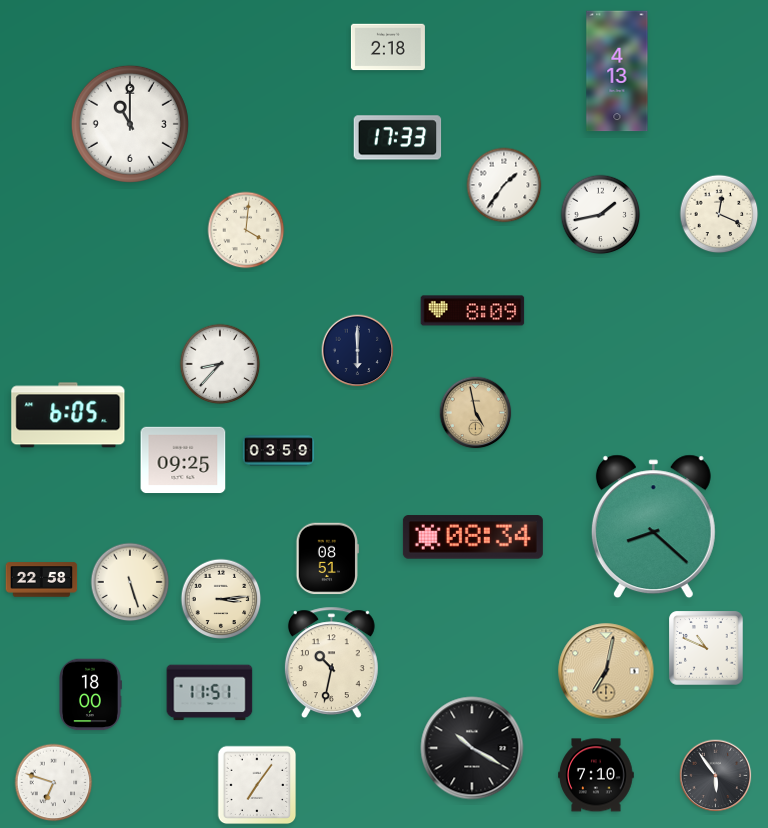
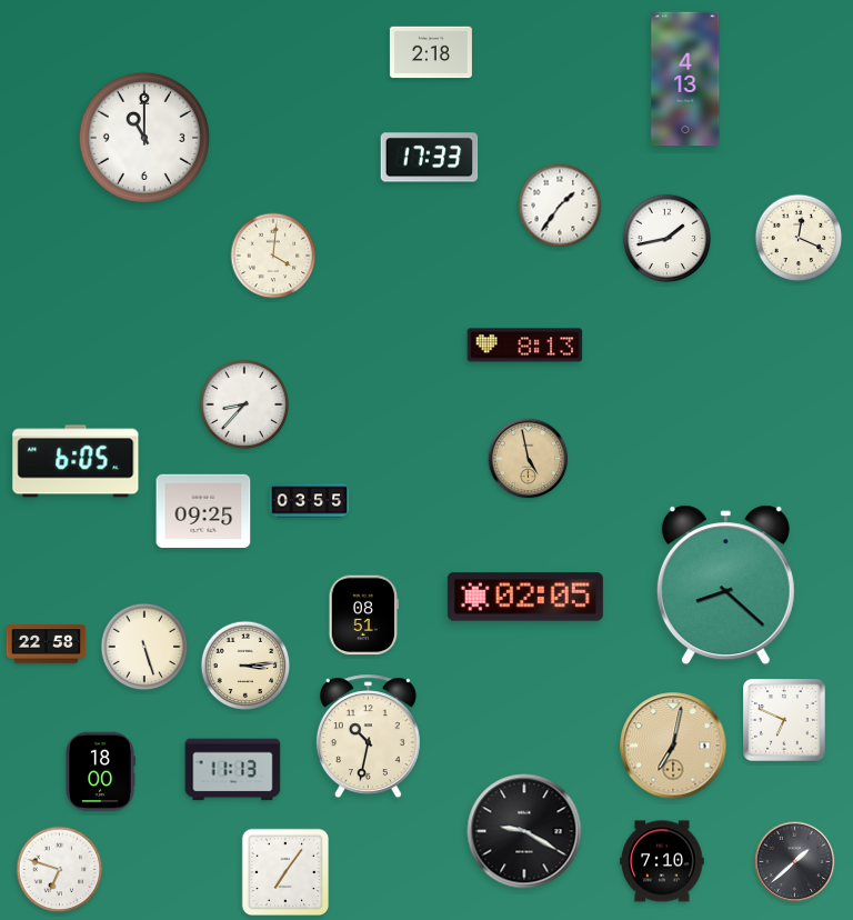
clock at (398, 138) position: (398, 138) -> (430, 158)
clock at (473, 311): 8:09 -> 8:13
clock at (358, 351): 6:00 -> none
clock at (279, 451): 03:59 -> 03:55
clock at (473, 537): 08:34 -> 02:05
clock at (327, 559) position: (327, 559) -> (363, 616)
clock at (706, 648): 10:49 -> 6:49
clock at (210, 693): 11:51 -> 11:13
clock at (472, 748): 10:20 -> 9:20
clock at (716, 776): 5:54 -> 1:38
